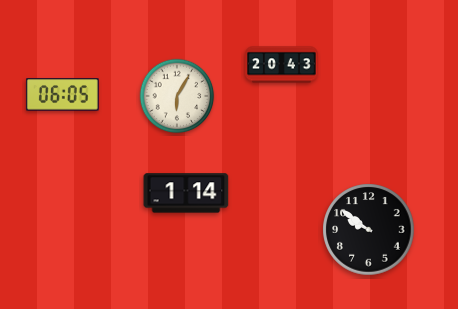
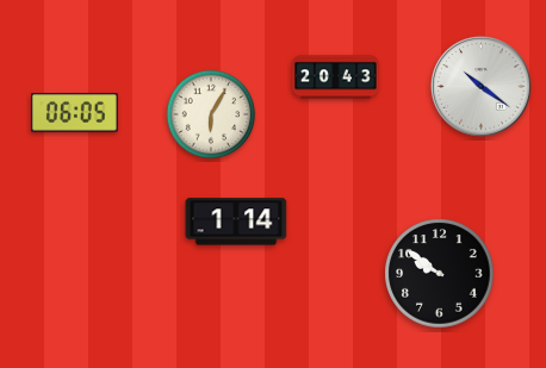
clock at (482, 87): none -> 10:21
clock at (186, 193) position: (186, 193) -> (236, 222)
